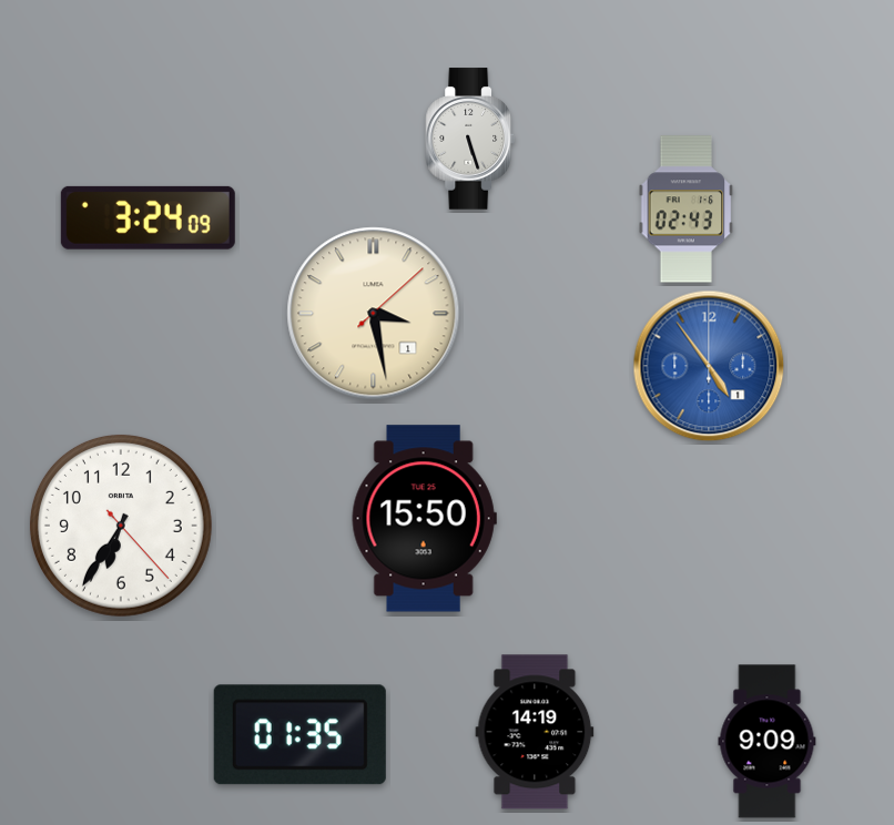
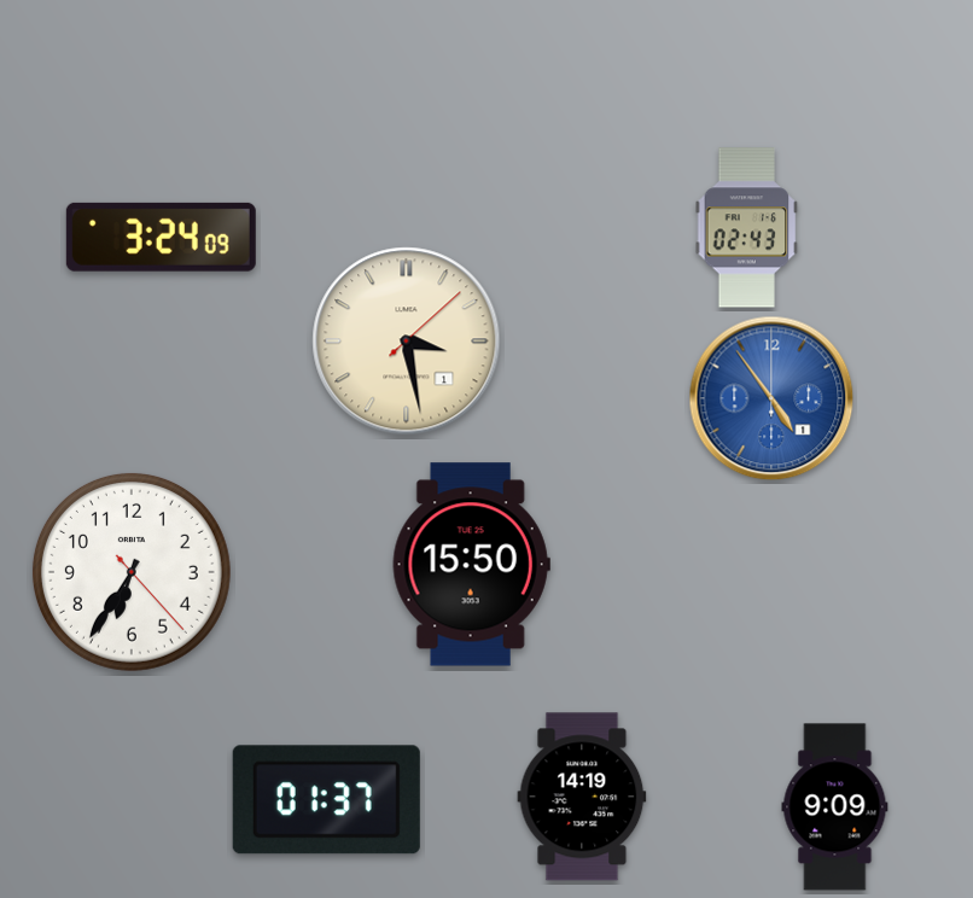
clock at (469, 139): 5:27 -> none
clock at (424, 519) position: (424, 519) -> (471, 565)
clock at (299, 735): 01:35 -> 01:37
